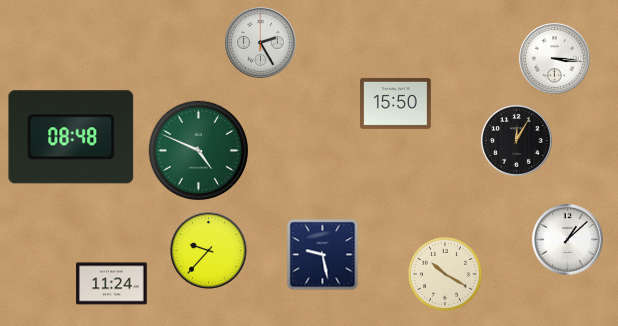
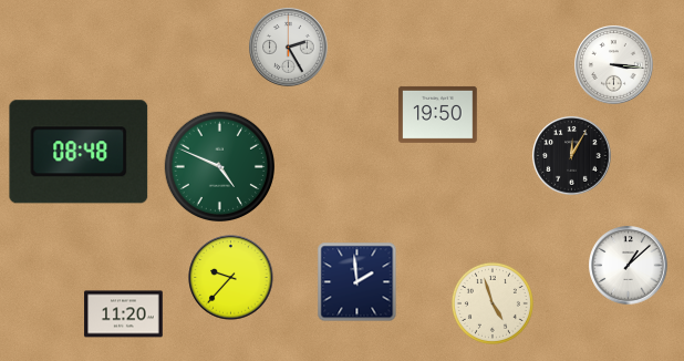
clock at (396, 103): 15:50 -> 19:50
clock at (323, 255): 9:28 -> 1:59
clock at (445, 274): 10:20 -> 4:57
clock at (112, 284): 11:24 -> 11:20
